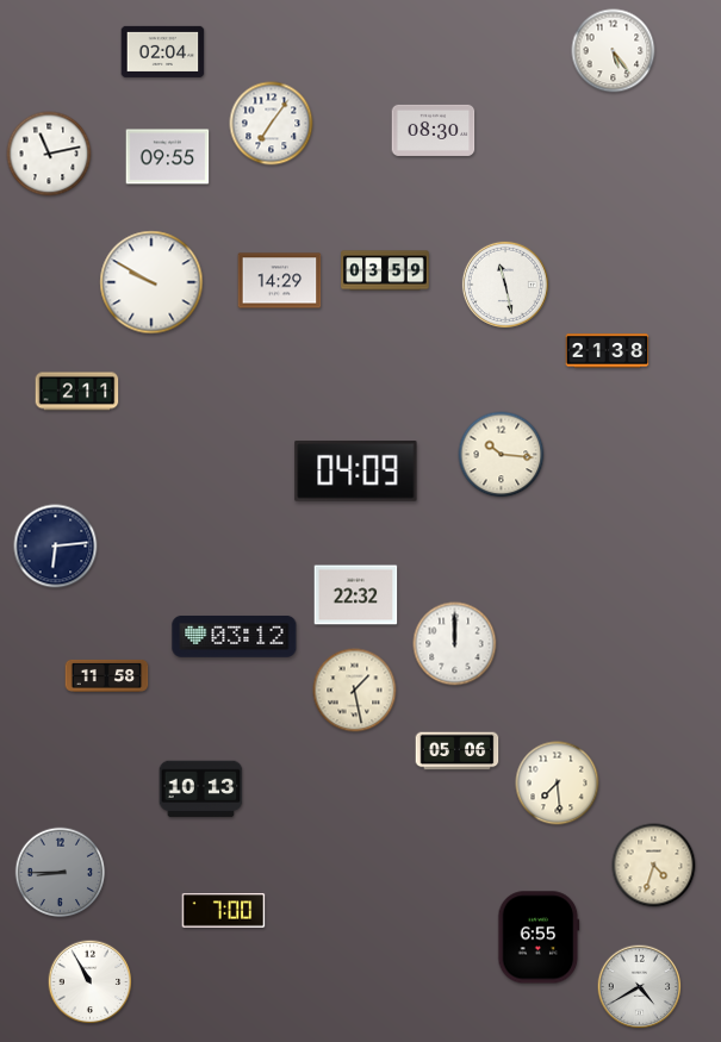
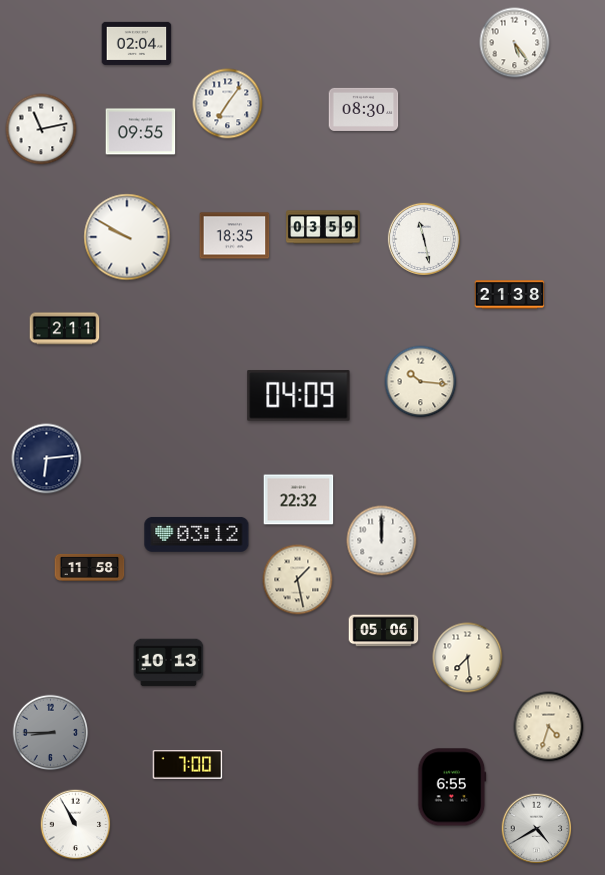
clock at (280, 281): 14:29 -> 18:35
